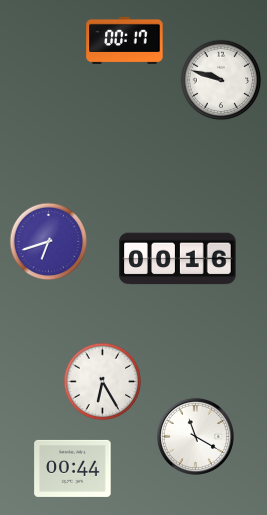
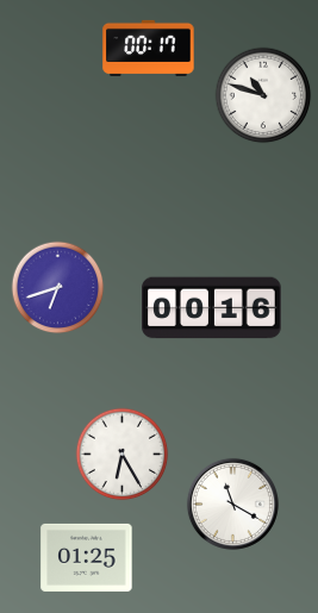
clock at (221, 80): 9:48 -> 10:48
clock at (195, 436) position: (195, 436) -> (232, 503)
clock at (73, 468): 00:44 -> 01:25
